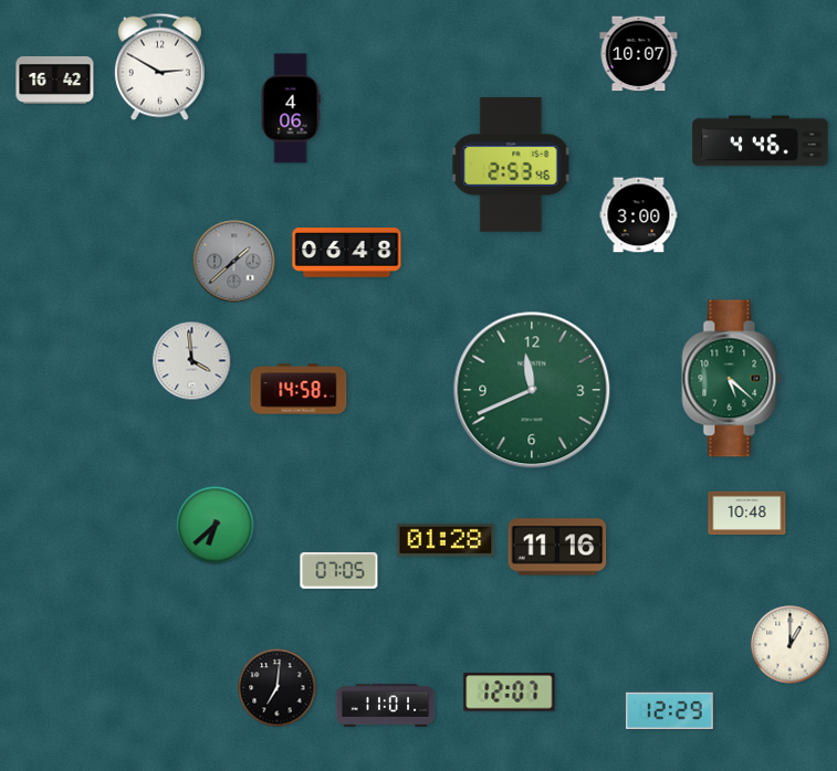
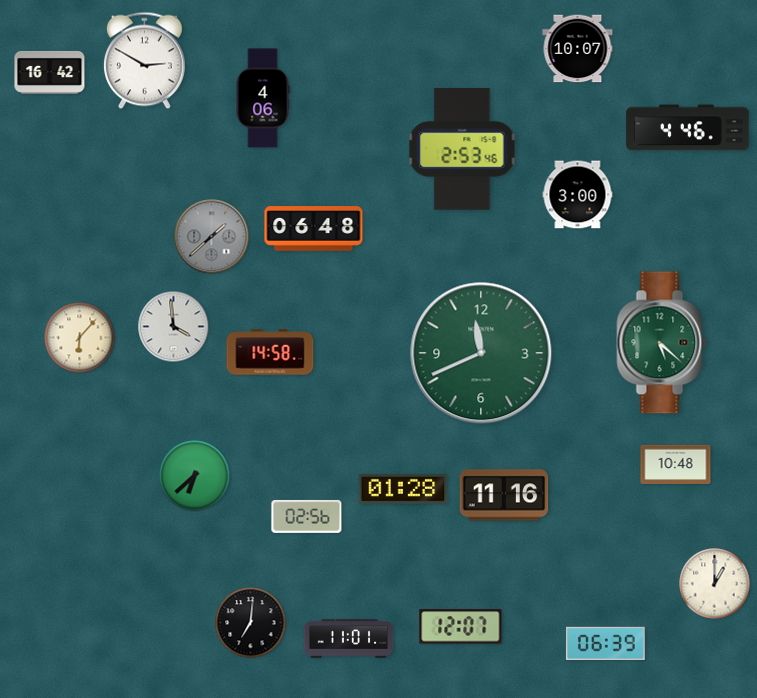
clock at (80, 338): none -> 6:07
clock at (339, 570): 07:05 -> 02:56
clock at (670, 710): 12:29 -> 06:39
